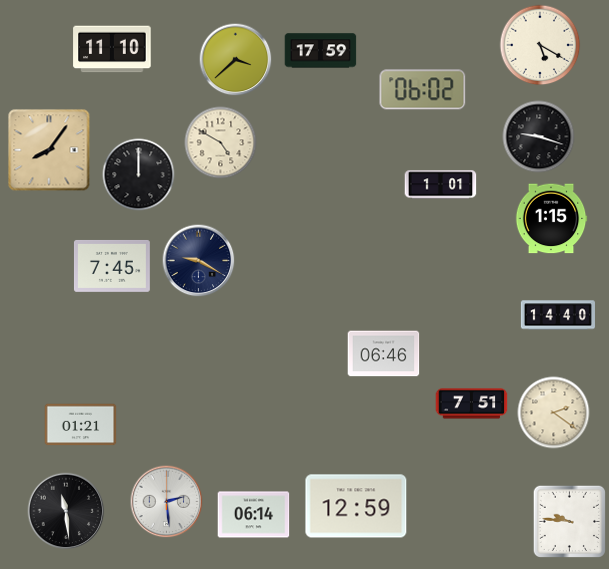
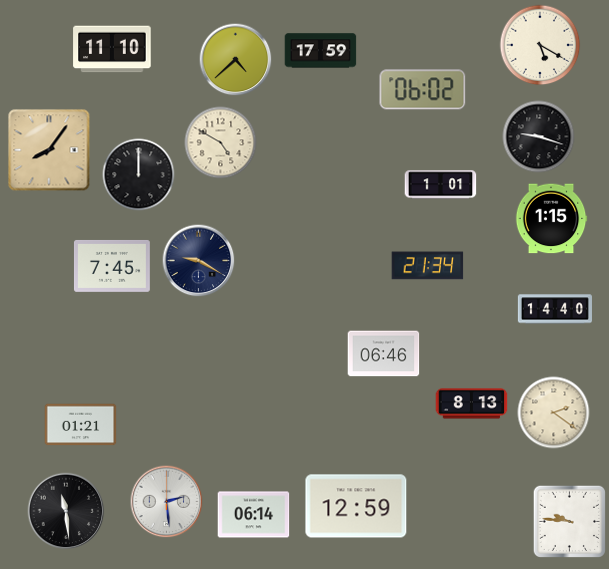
clock at (236, 60): 3:38 -> 4:38
clock at (428, 266): none -> 21:34
clock at (558, 315) position: (558, 315) -> (555, 309)
clock at (472, 404): 7:51 -> 8:13
